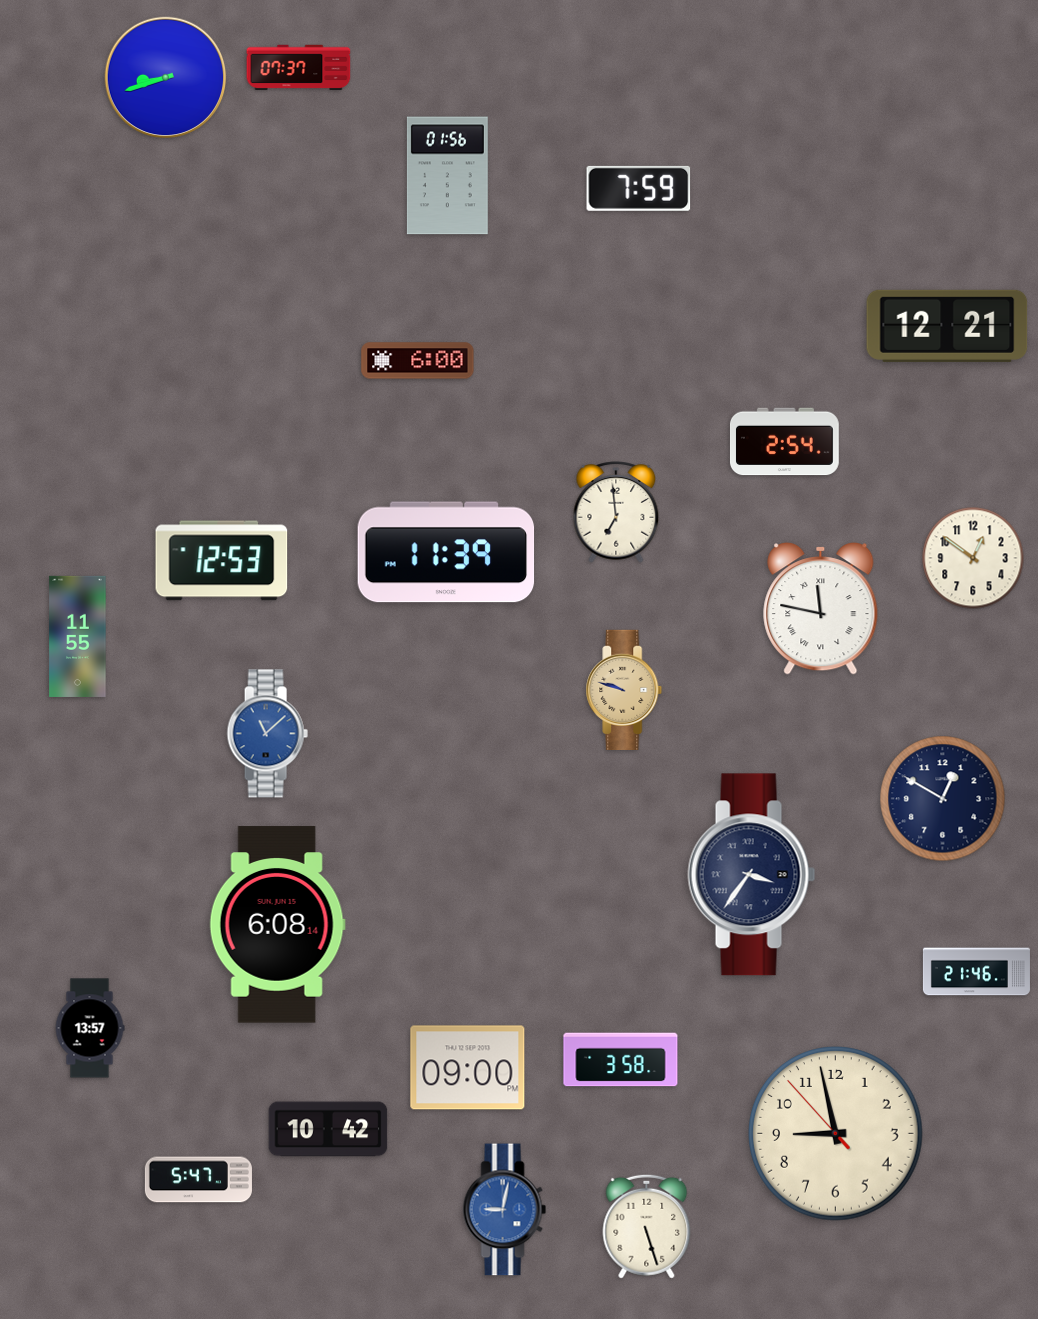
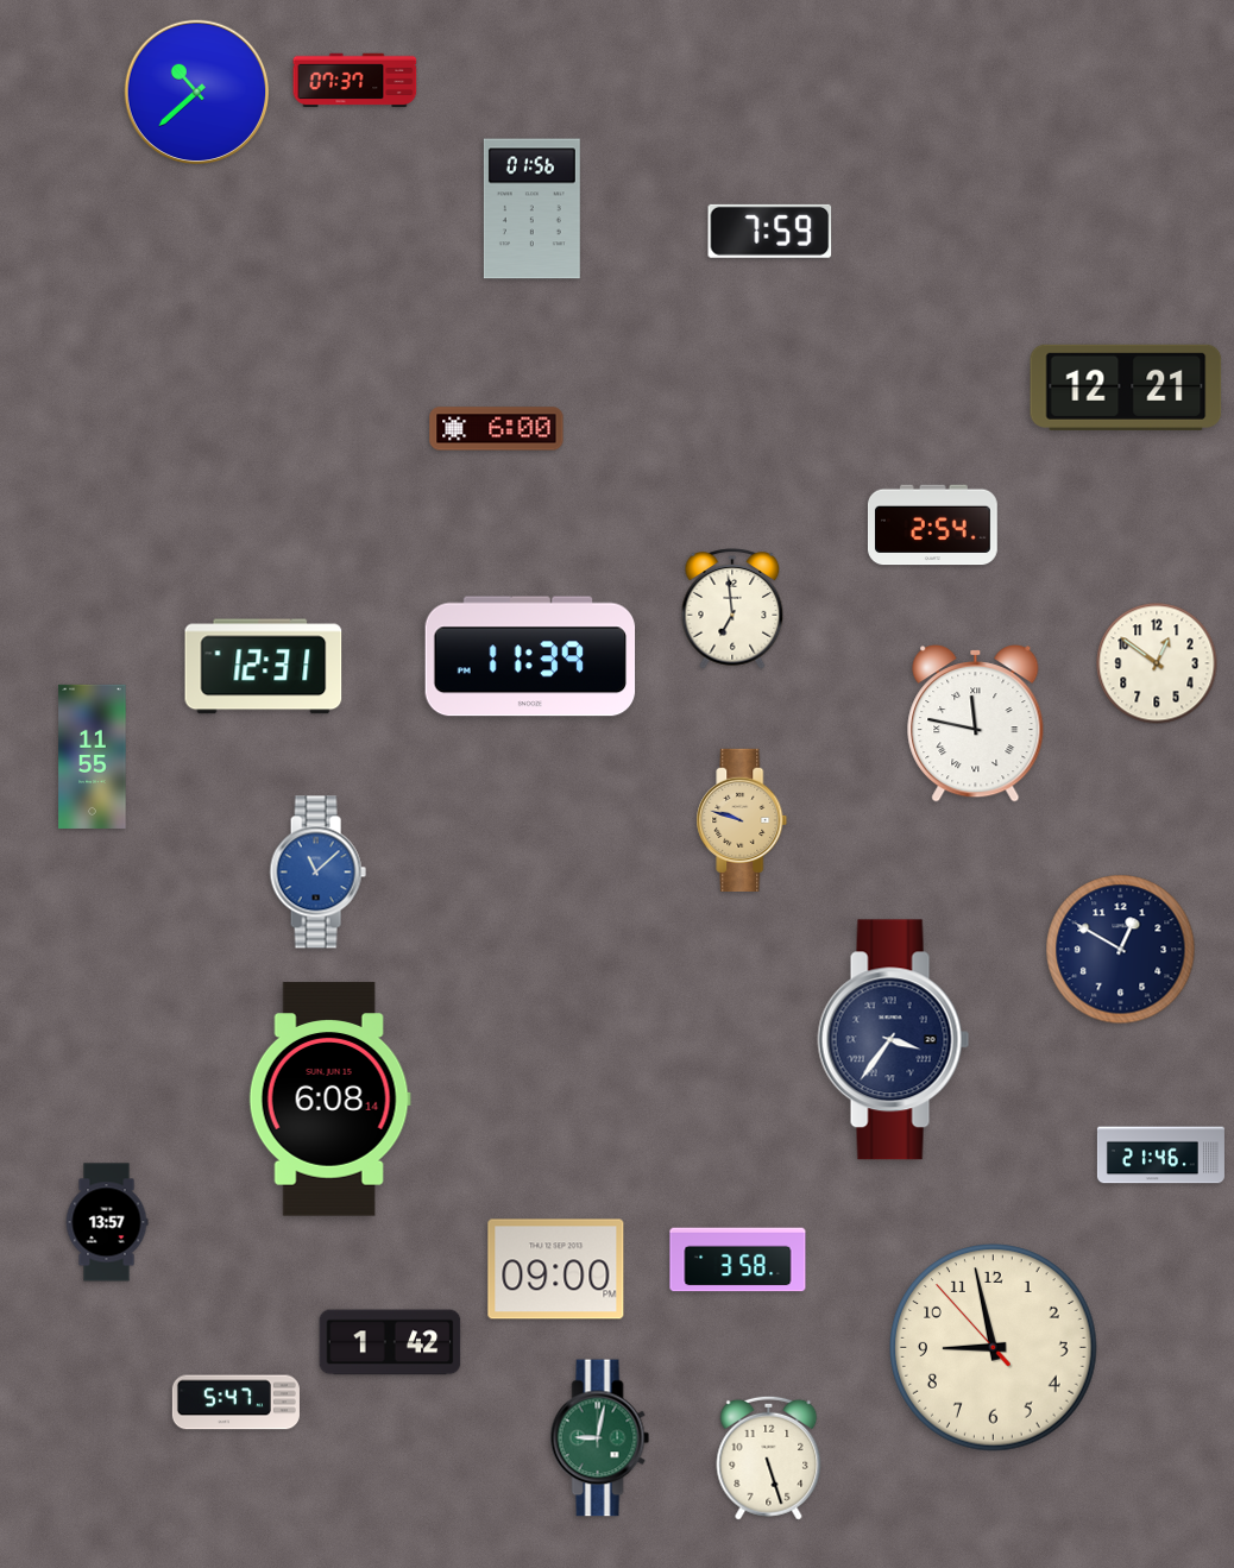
clock at (166, 78): 8:42 -> 10:38
clock at (639, 188) position: (639, 188) -> (770, 231)
clock at (222, 561): 12:53 -> 12:31
clock at (328, 1129): 10:42 -> 1:42
clock at (505, 1210) dial: blue -> green
